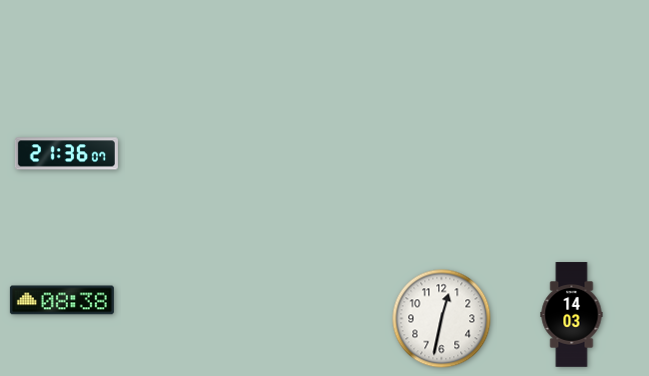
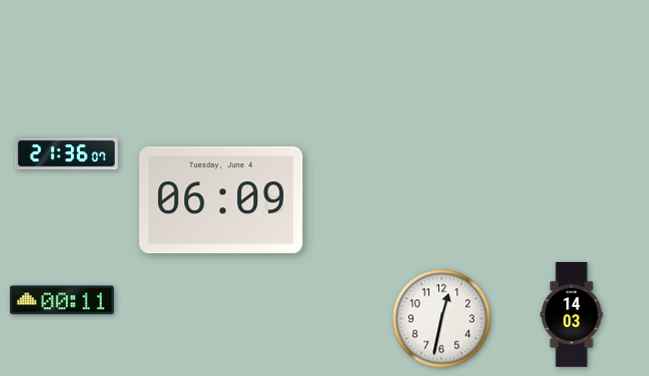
clock at (221, 200): none -> 06:09
clock at (62, 300): 08:38 -> 00:11
